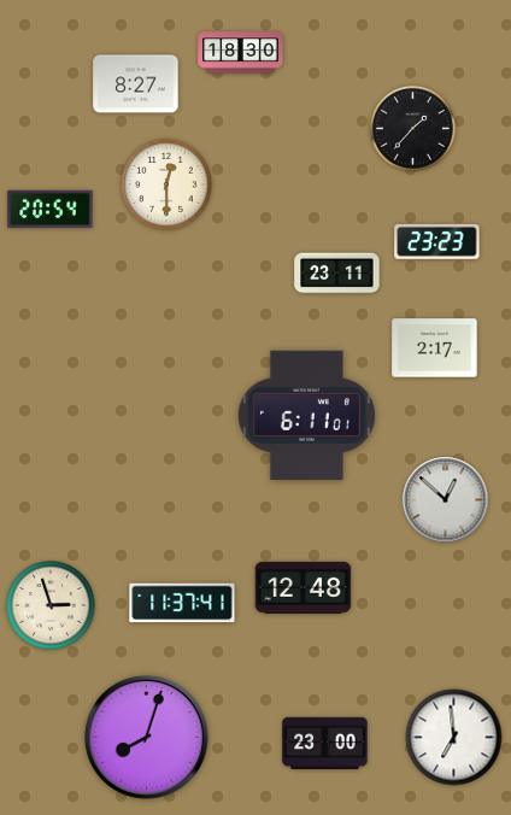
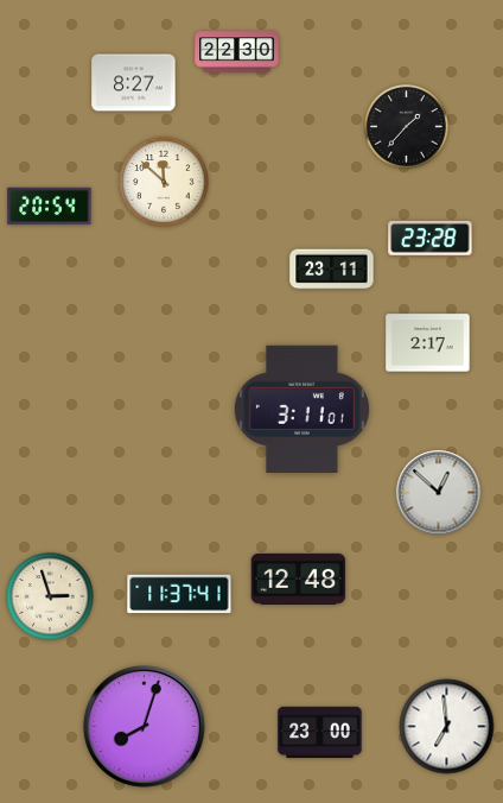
clock at (241, 53): 18:30 -> 22:30
clock at (166, 184): 12:30 -> 11:52
clock at (437, 241): 23:23 -> 23:28
clock at (306, 415): 6:11 -> 3:11
